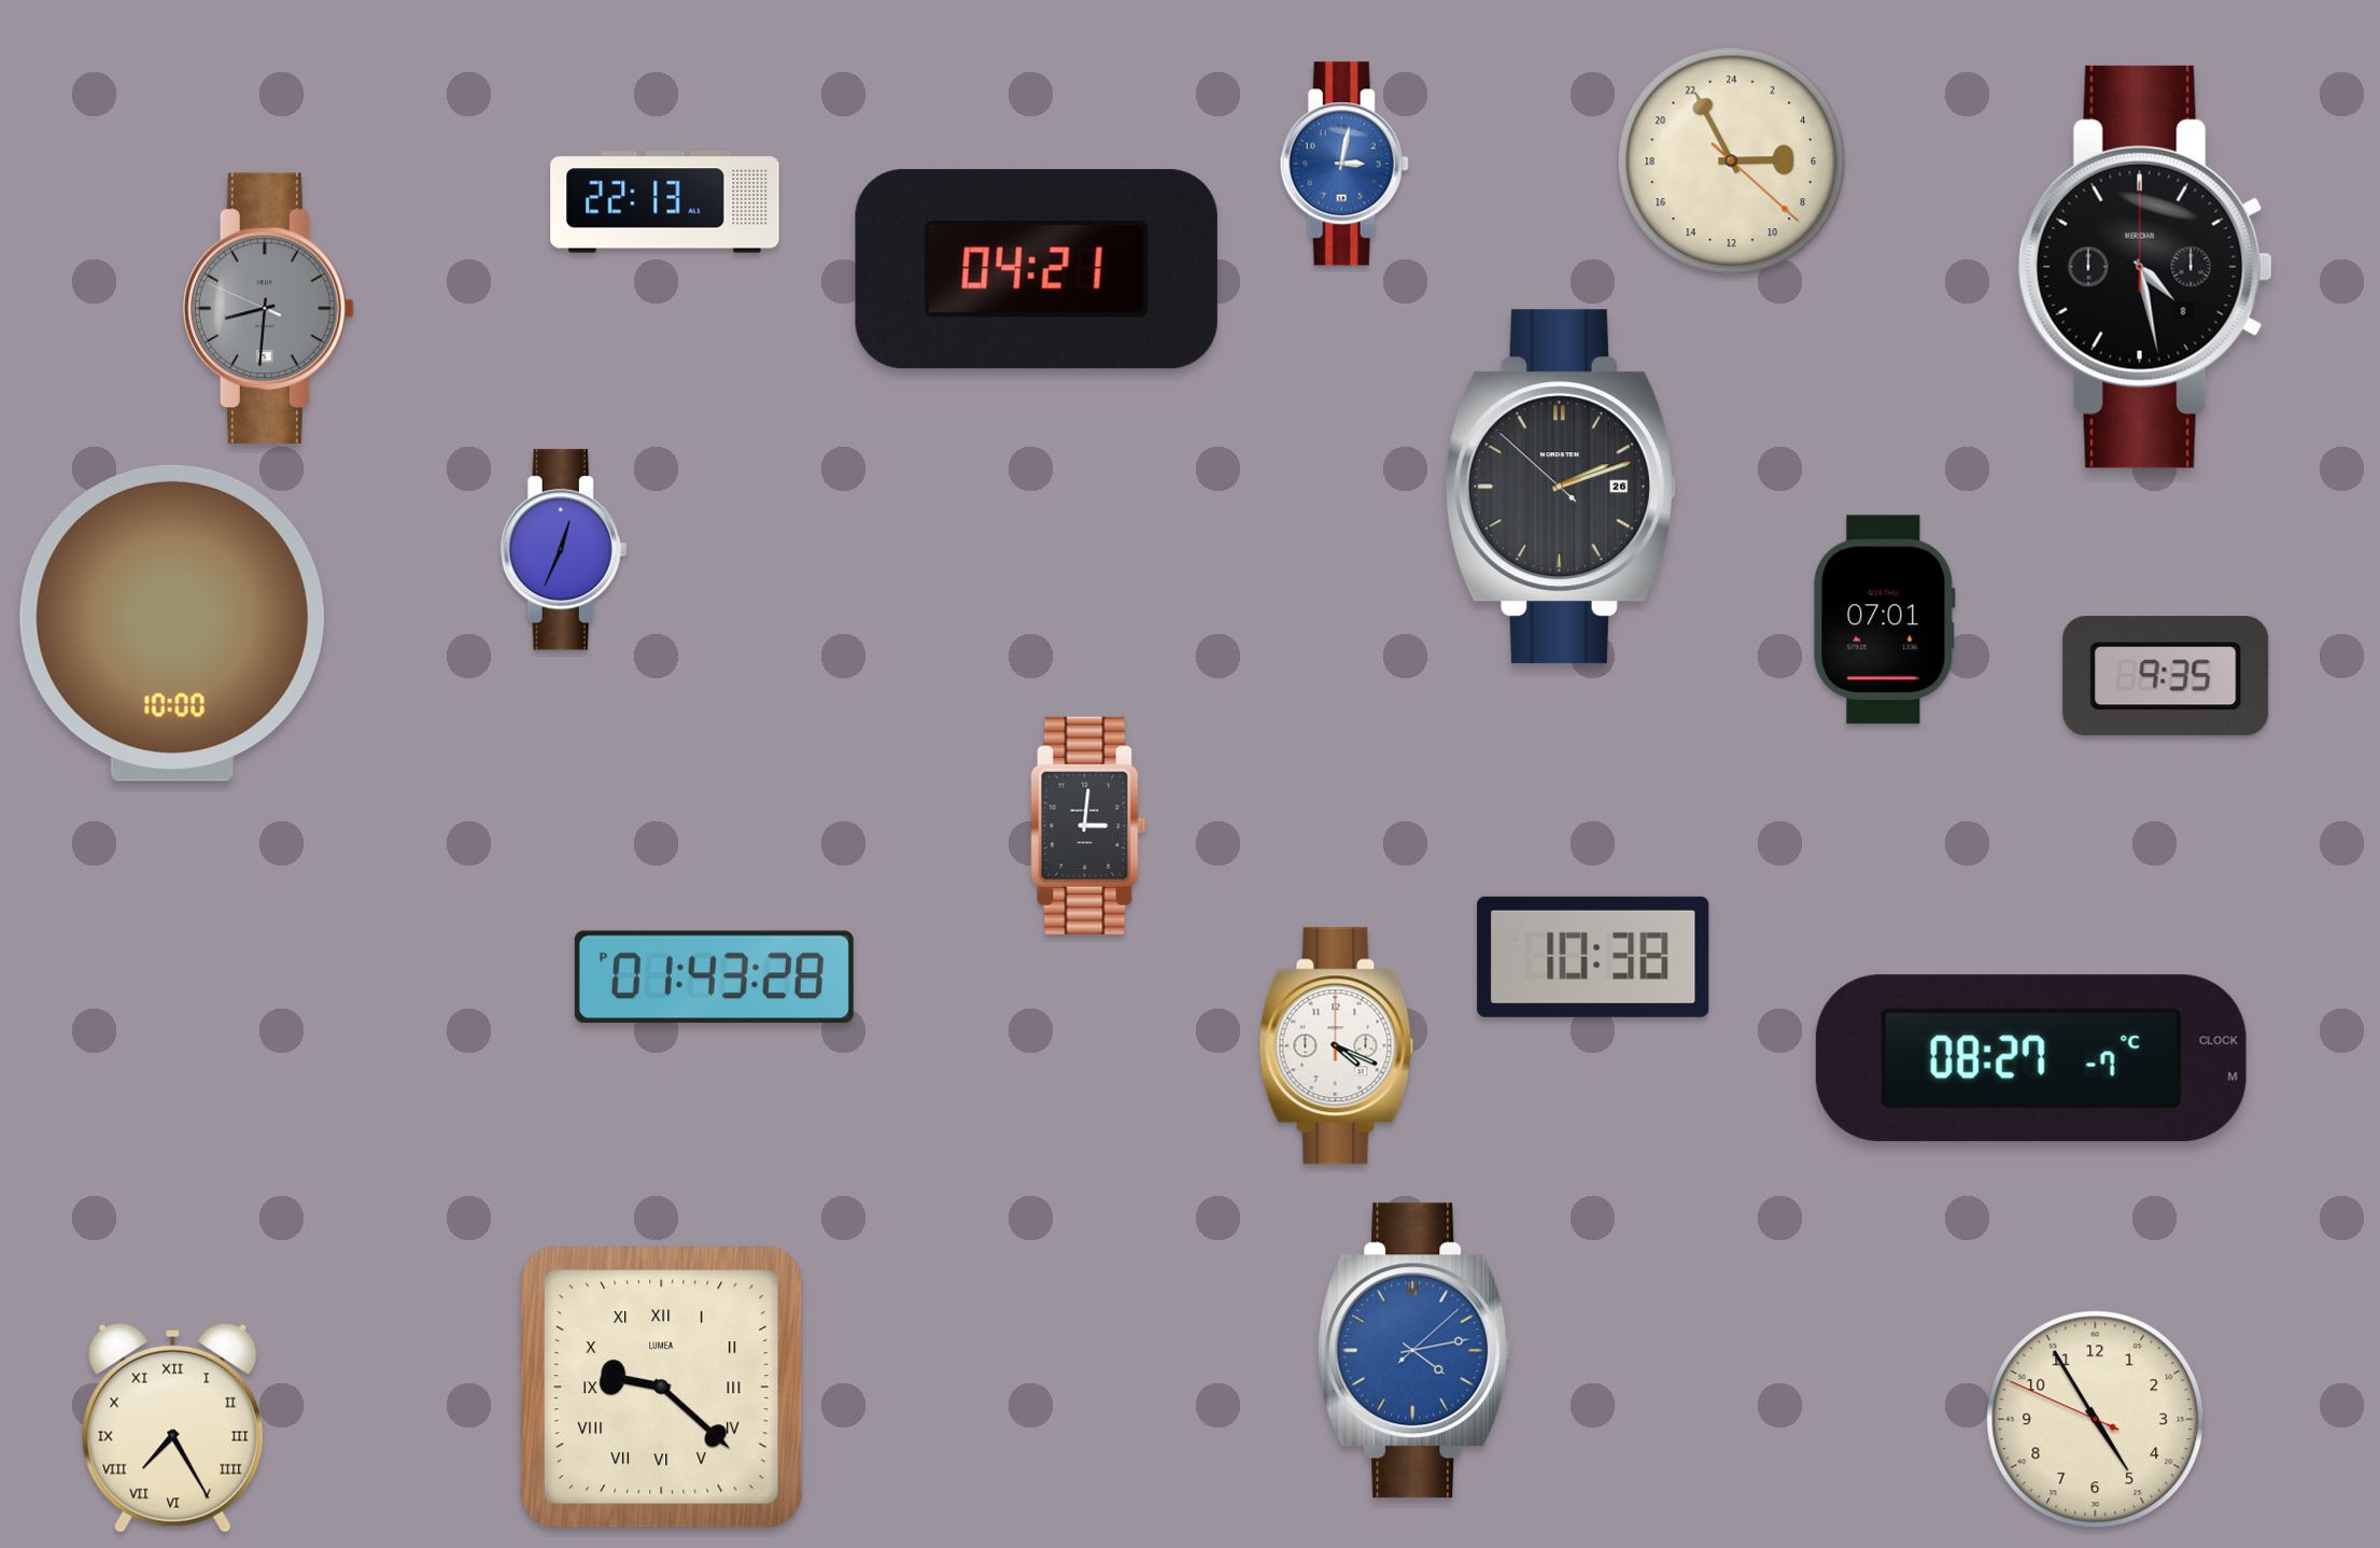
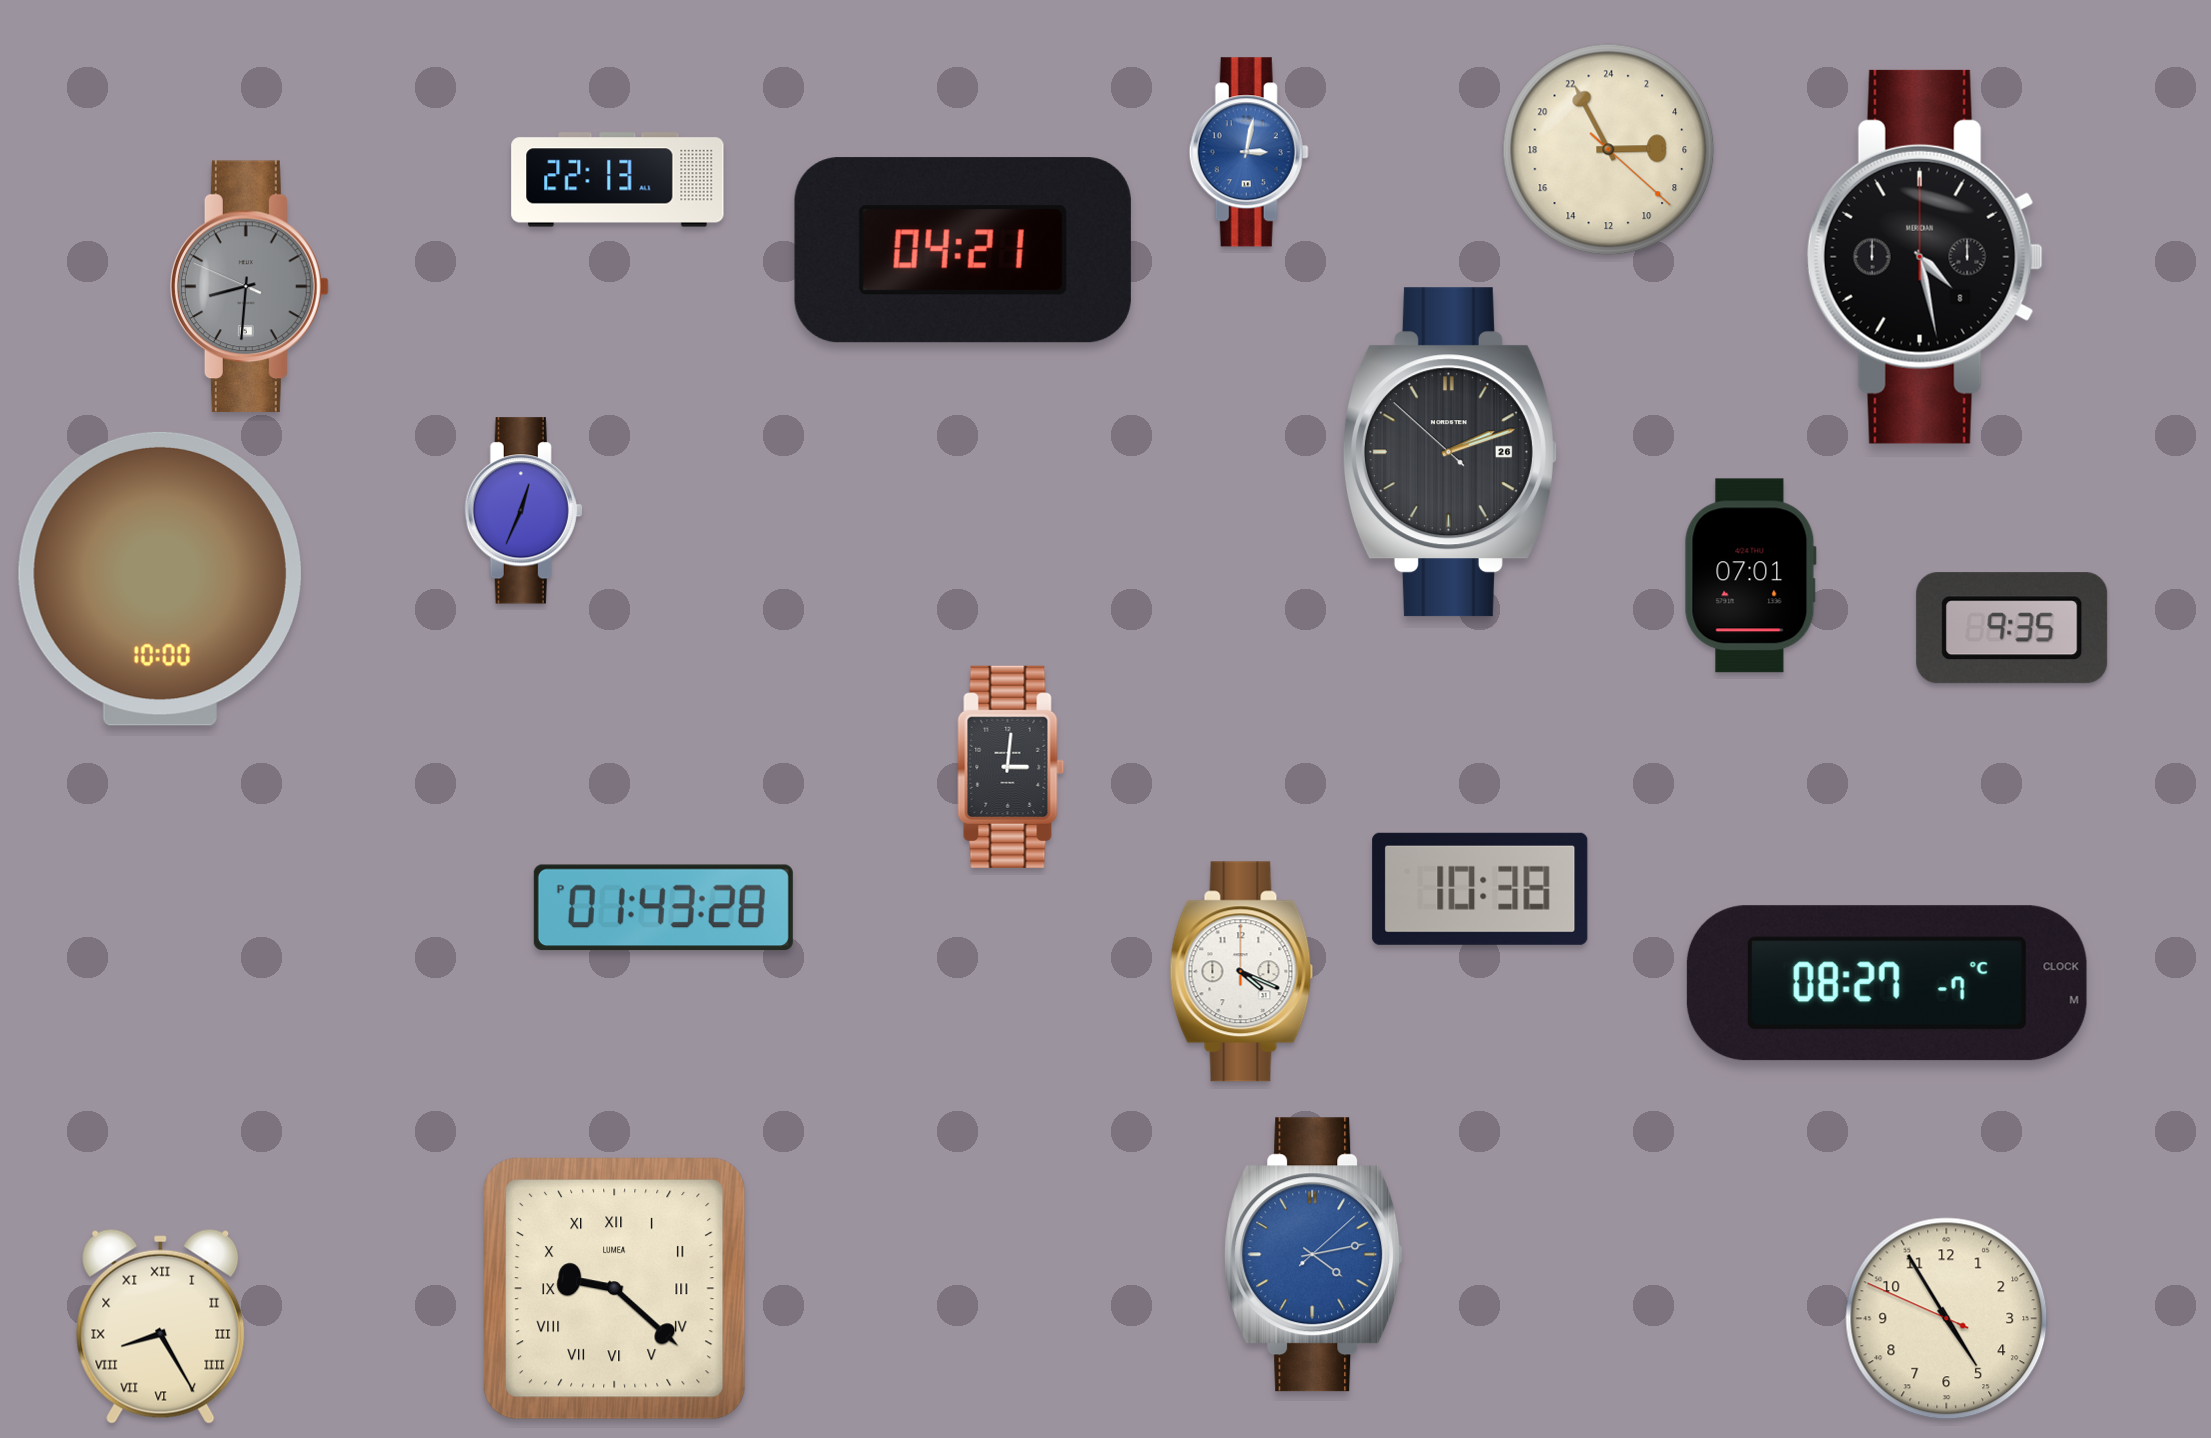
clock at (665, 202) position: (665, 202) -> (618, 180)
clock at (2145, 267) position: (2145, 267) -> (1925, 257)
clock at (173, 1427): 7:25 -> 8:25
